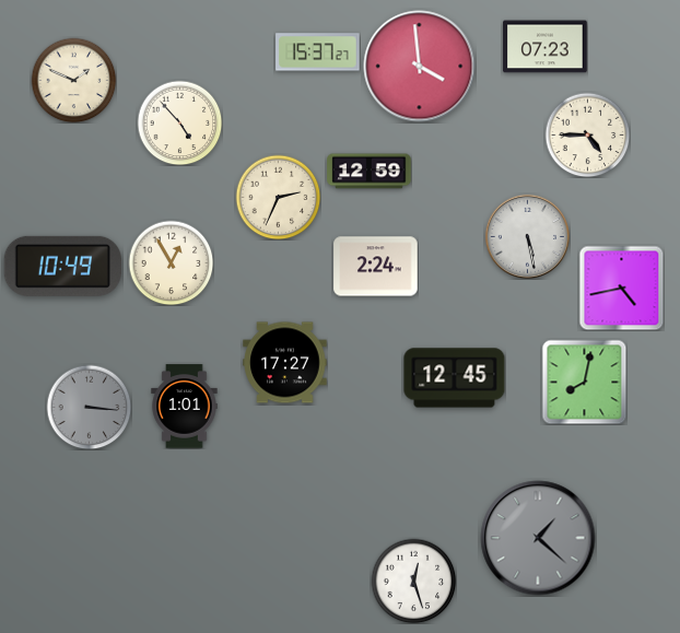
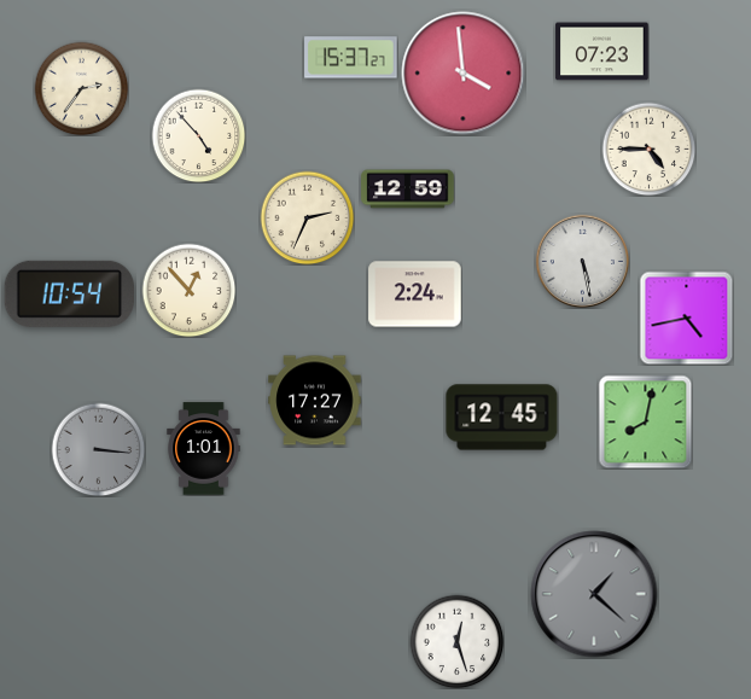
clock at (73, 80): 1:49 -> 2:36
clock at (171, 262): 12:55 -> 12:53
clock at (63, 266): 10:49 -> 10:54
